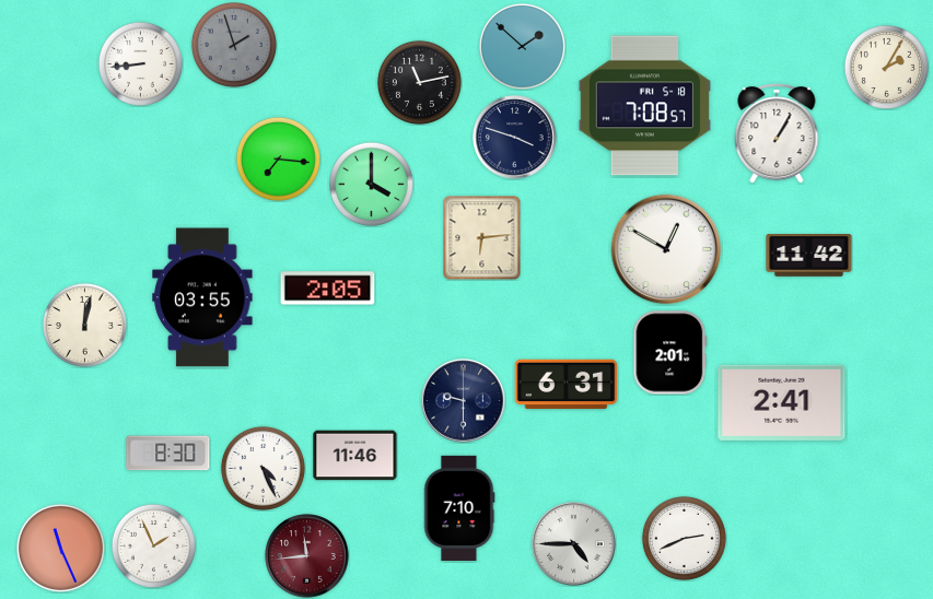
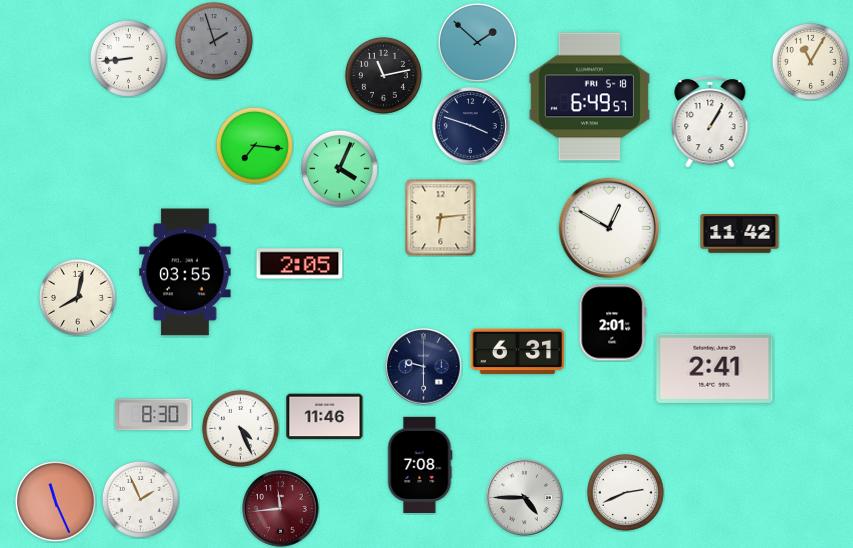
clock at (886, 67): 2:05 -> 11:05
clock at (644, 106): 7:08 -> 6:49
clock at (371, 184): 4:00 -> 4:04
clock at (84, 325): 12:02 -> 8:02
clock at (459, 507): 7:10 -> 7:08
